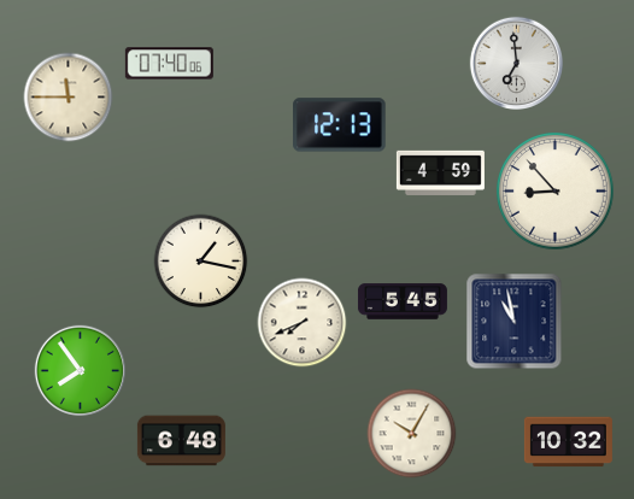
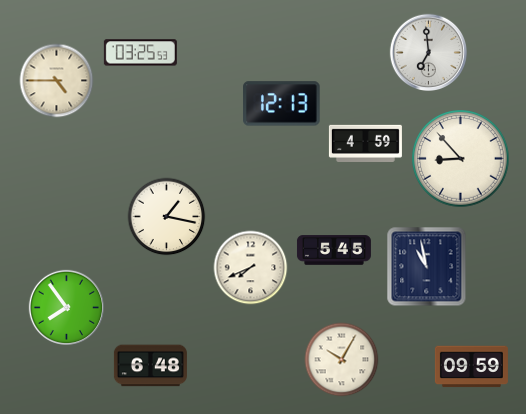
clock at (169, 64): 07:40 -> 03:25
clock at (69, 98): 11:45 -> 4:45
clock at (568, 442): 10:32 -> 09:59
